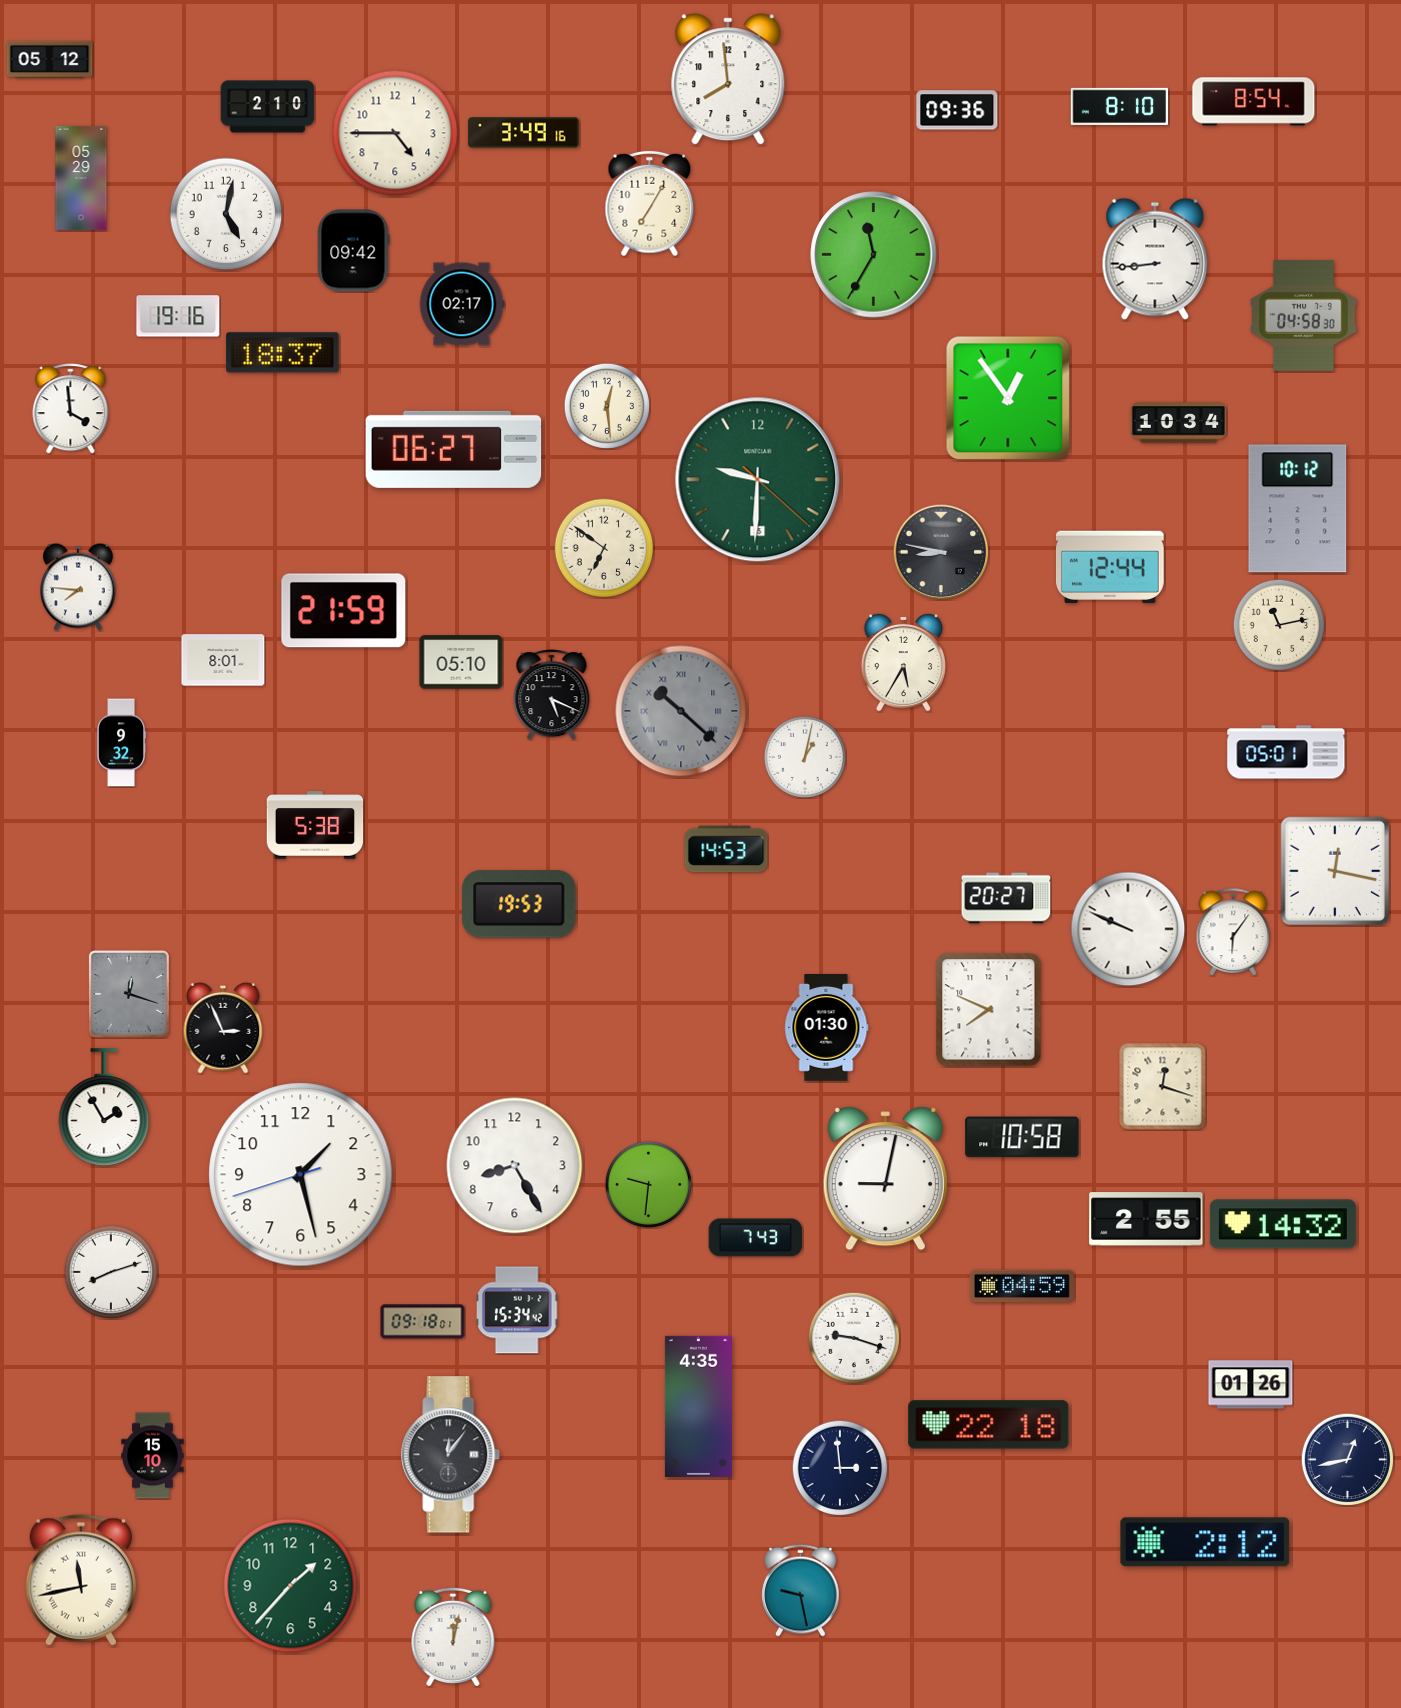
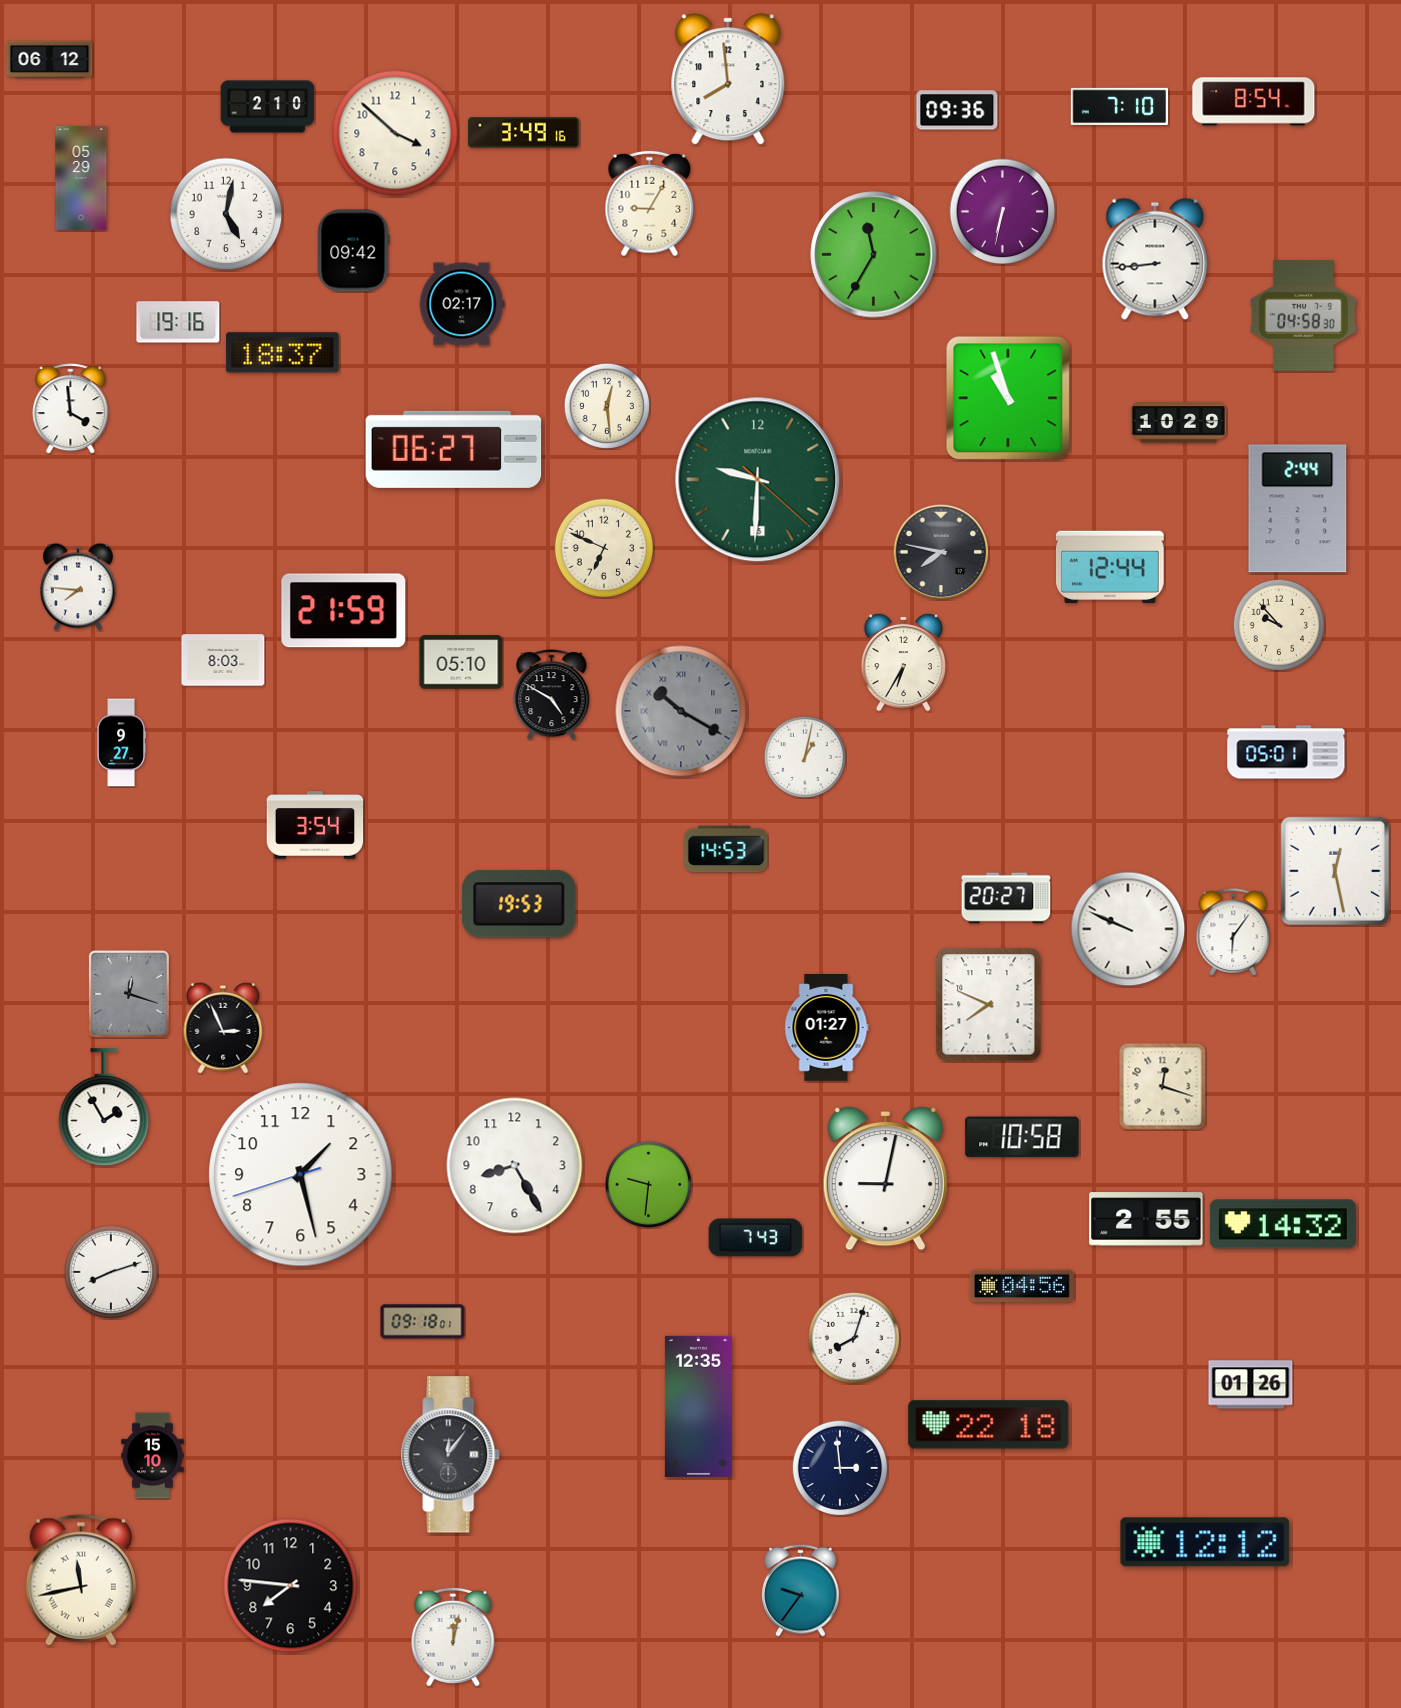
clock at (50, 60): 05:12 -> 06:12
clock at (1120, 106): 8:10 -> 7:10
clock at (395, 133): 4:45 -> 3:52
clock at (650, 204): 7:05 -> 9:05
clock at (1003, 212): none -> 6:32
clock at (178, 316) position: (178, 316) -> (178, 322)
clock at (1008, 398): 12:54 -> 10:57
clock at (1179, 423): 10:34 -> 10:29
clock at (1298, 509): 10:12 -> 2:44
clock at (604, 548): 6:51 -> 6:49
clock at (941, 552): 8:47 -> 7:47
clock at (1278, 624): 11:13 -> 9:53
clock at (223, 660): 8:01 -> 8:03
clock at (903, 662): 5:35 -> 6:35
clock at (552, 695): 5:19 -> 4:50
clock at (681, 711): 10:22 -> 10:20
clock at (122, 743): 9:32 -> 9:27
clock at (315, 825): 5:38 -> 3:54
clock at (1335, 871): 12:17 -> 12:28
clock at (989, 1010) position: (989, 1010) -> (989, 1005)
clock at (827, 1028): 01:30 -> 01:27
clock at (1022, 1286): 04:59 -> 04:56
clock at (518, 1310): 15:34 -> none
clock at (853, 1337): 9:18 -> 8:03
clock at (698, 1406): 4:35 -> 12:35
clock at (1347, 1459): 12:43 -> none
clock at (1205, 1542): 2:12 -> 12:12
clock at (291, 1586): 1:37 -> 7:46
clock at (291, 1586) dial: green -> black
clock at (801, 1590): 9:28 -> 9:36
